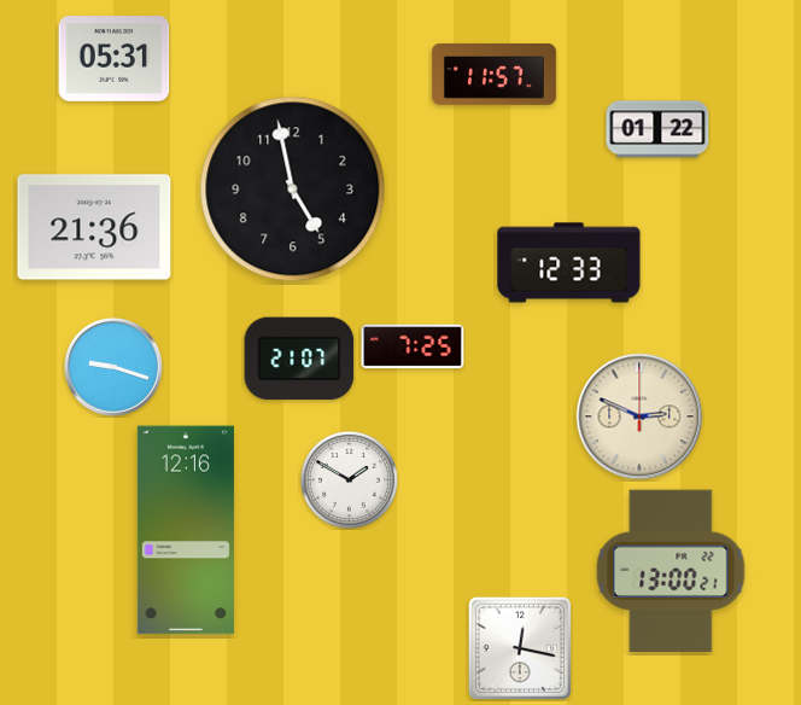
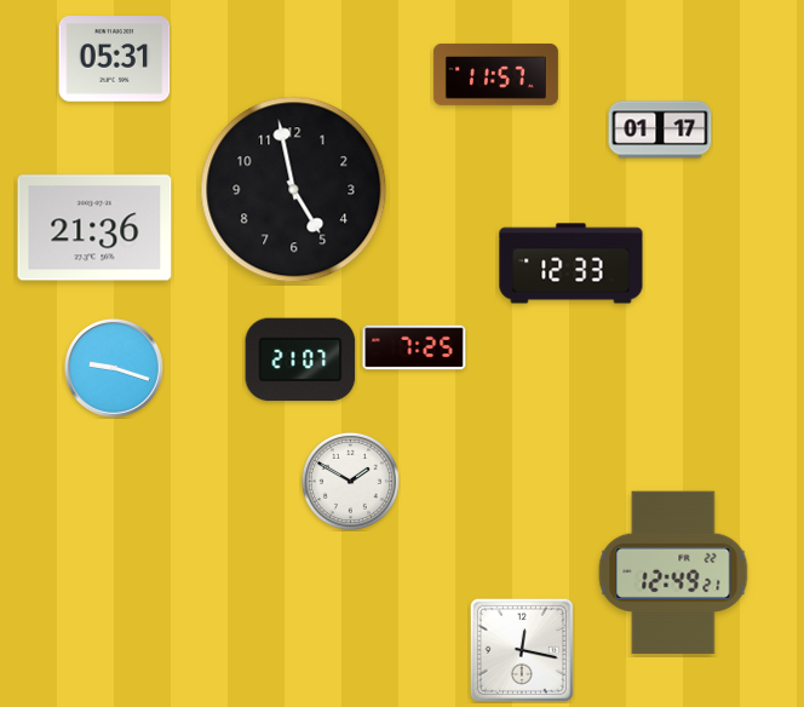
clock at (657, 129): 01:22 -> 01:17
clock at (639, 416): 2:49 -> none
clock at (186, 530): 12:16 -> none
clock at (671, 571): 13:00 -> 12:49
